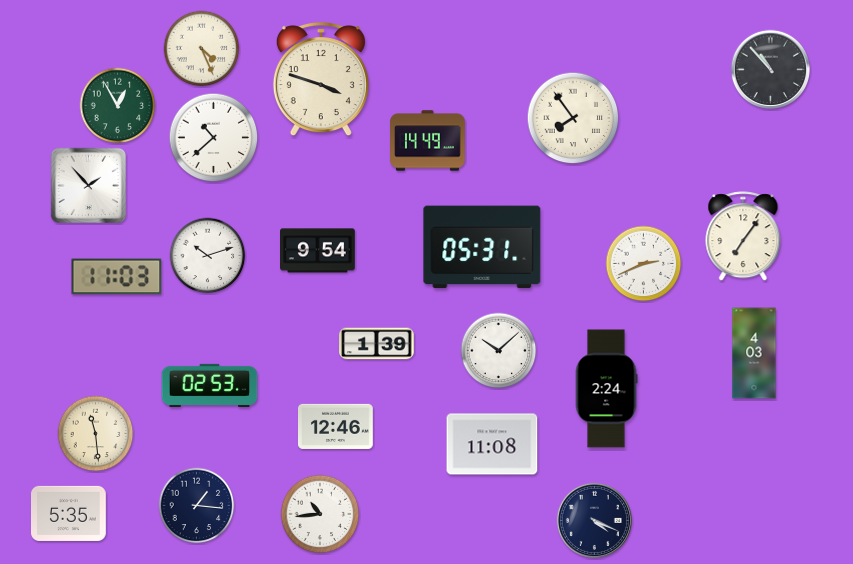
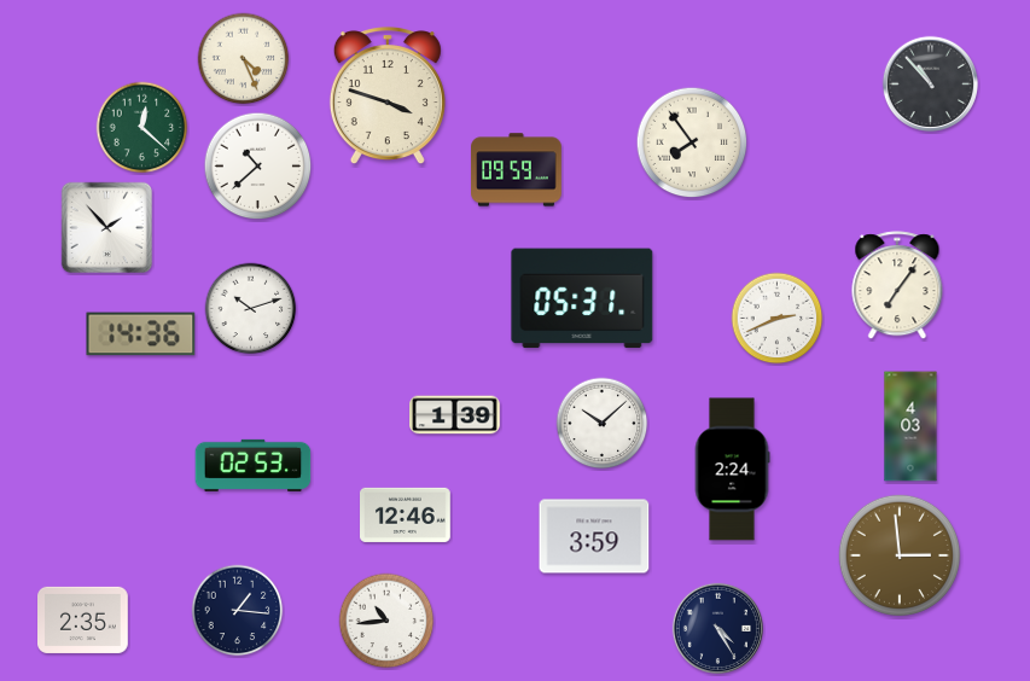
clock at (118, 106): 12:55 -> 12:22
clock at (428, 141): 14:49 -> 09:59
clock at (89, 186) position: (89, 186) -> (107, 228)
clock at (318, 251): 9:54 -> none
clock at (117, 277): 11:03 -> 14:36
clock at (96, 434): 11:29 -> none
clock at (492, 444): 11:08 -> 3:59
clock at (900, 555): none -> 2:59
clock at (69, 513): 5:35 -> 2:35
clock at (594, 520): 4:19 -> 4:25
